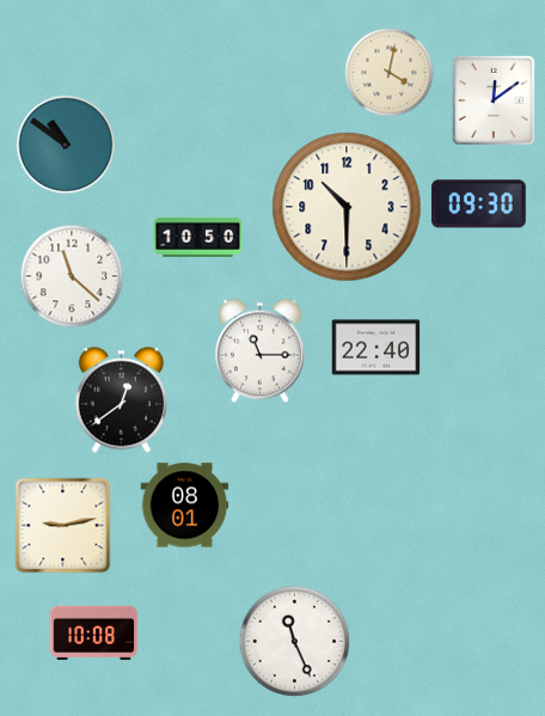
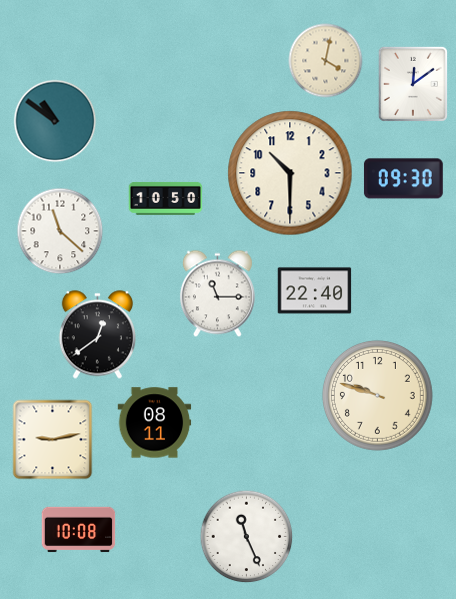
clock at (478, 204) position: (478, 204) -> (403, 179)
clock at (121, 400) position: (121, 400) -> (97, 335)
clock at (377, 395): none -> 9:48
clock at (185, 506): 08:01 -> 08:11
